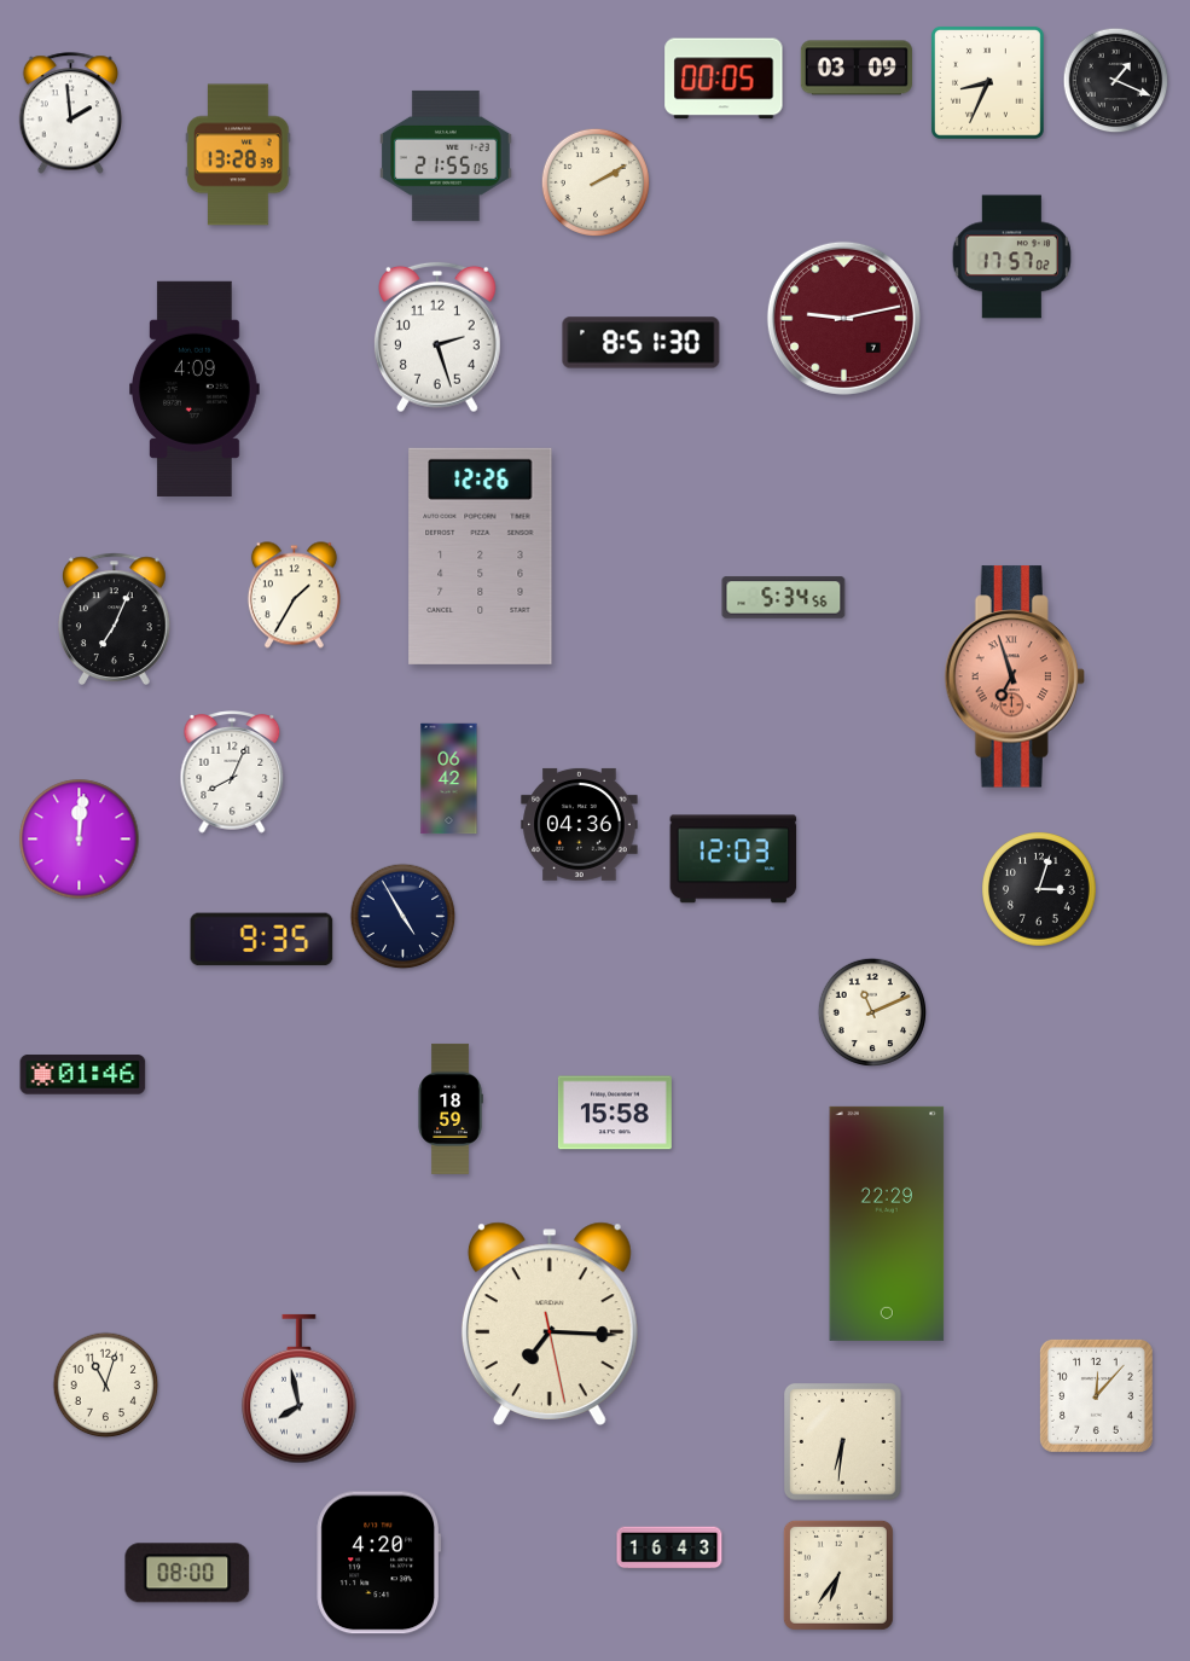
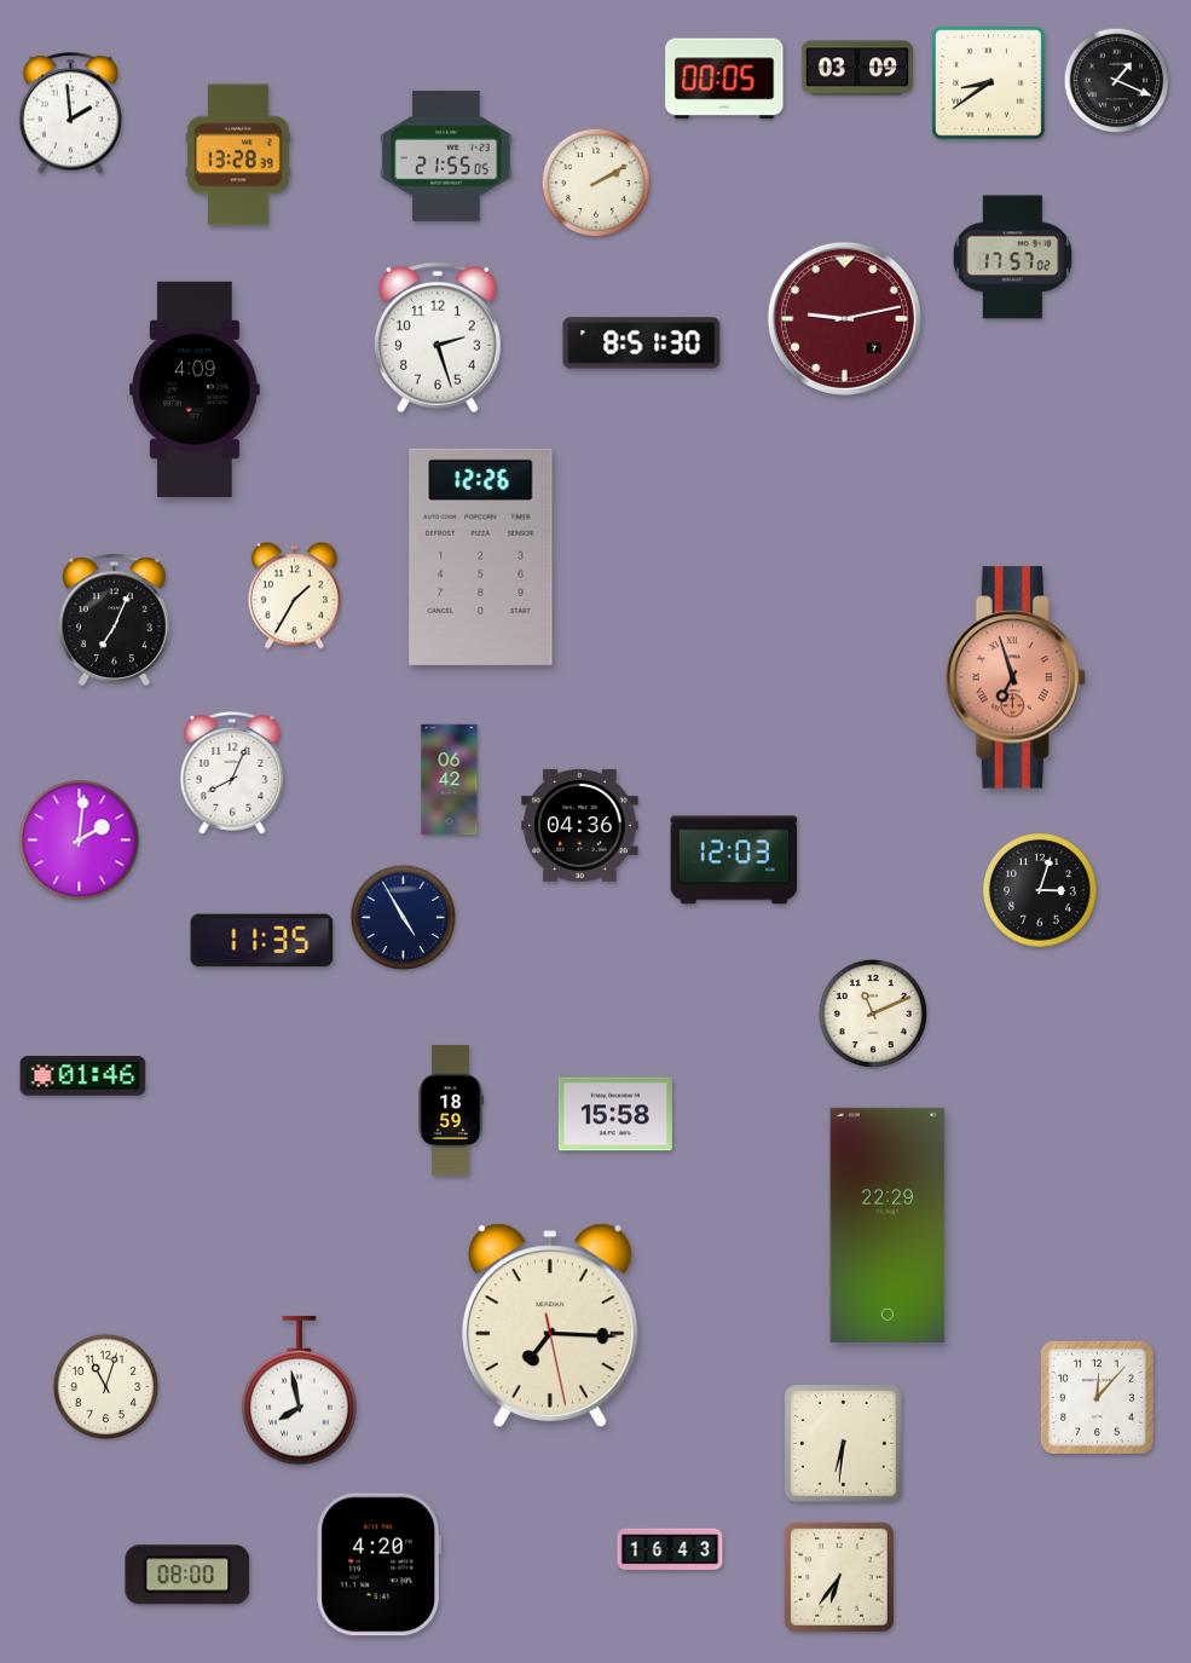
clock at (988, 83): 8:34 -> 8:39
clock at (784, 598): 5:34 -> none
clock at (80, 840): 12:01 -> 2:01
clock at (262, 940): 9:35 -> 11:35
